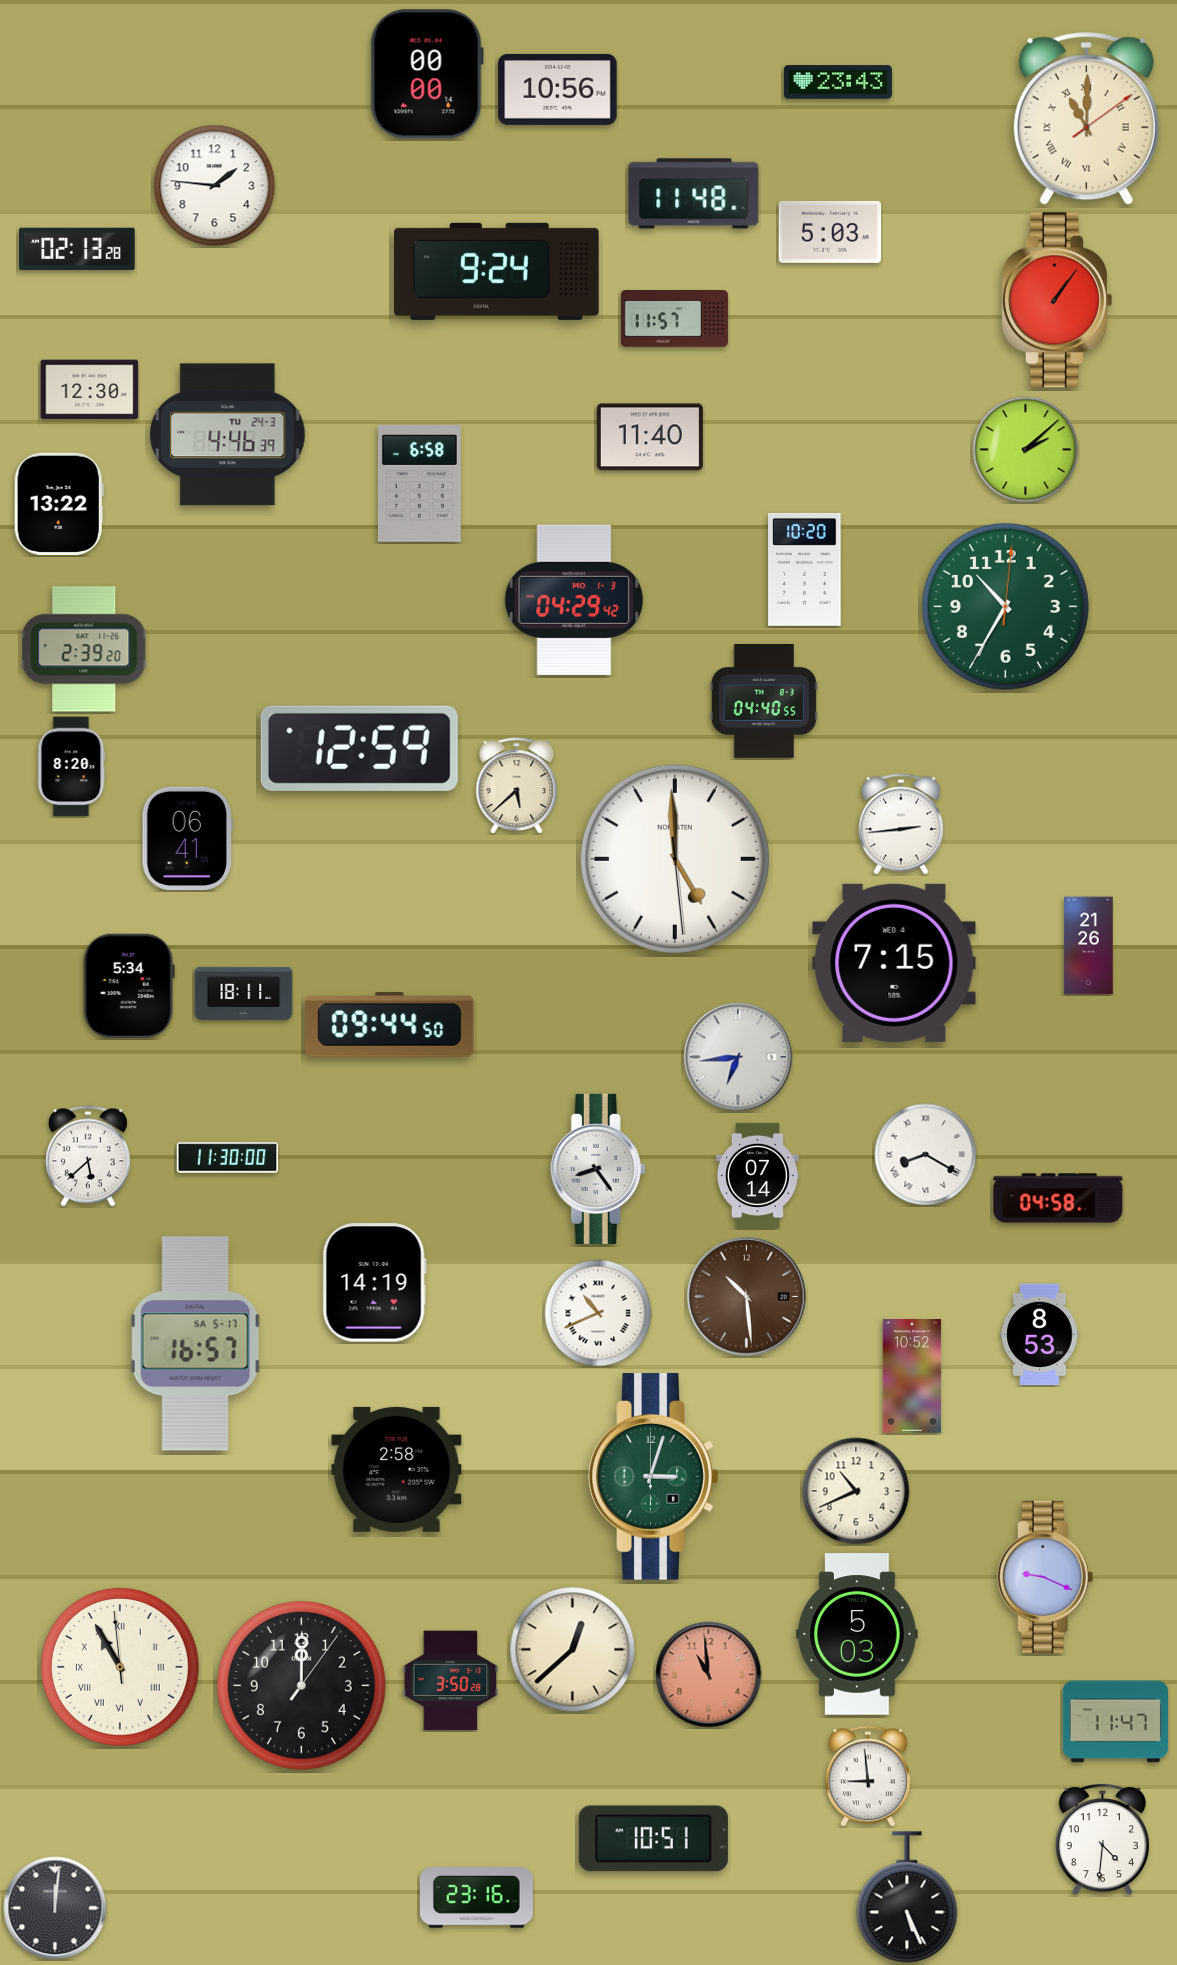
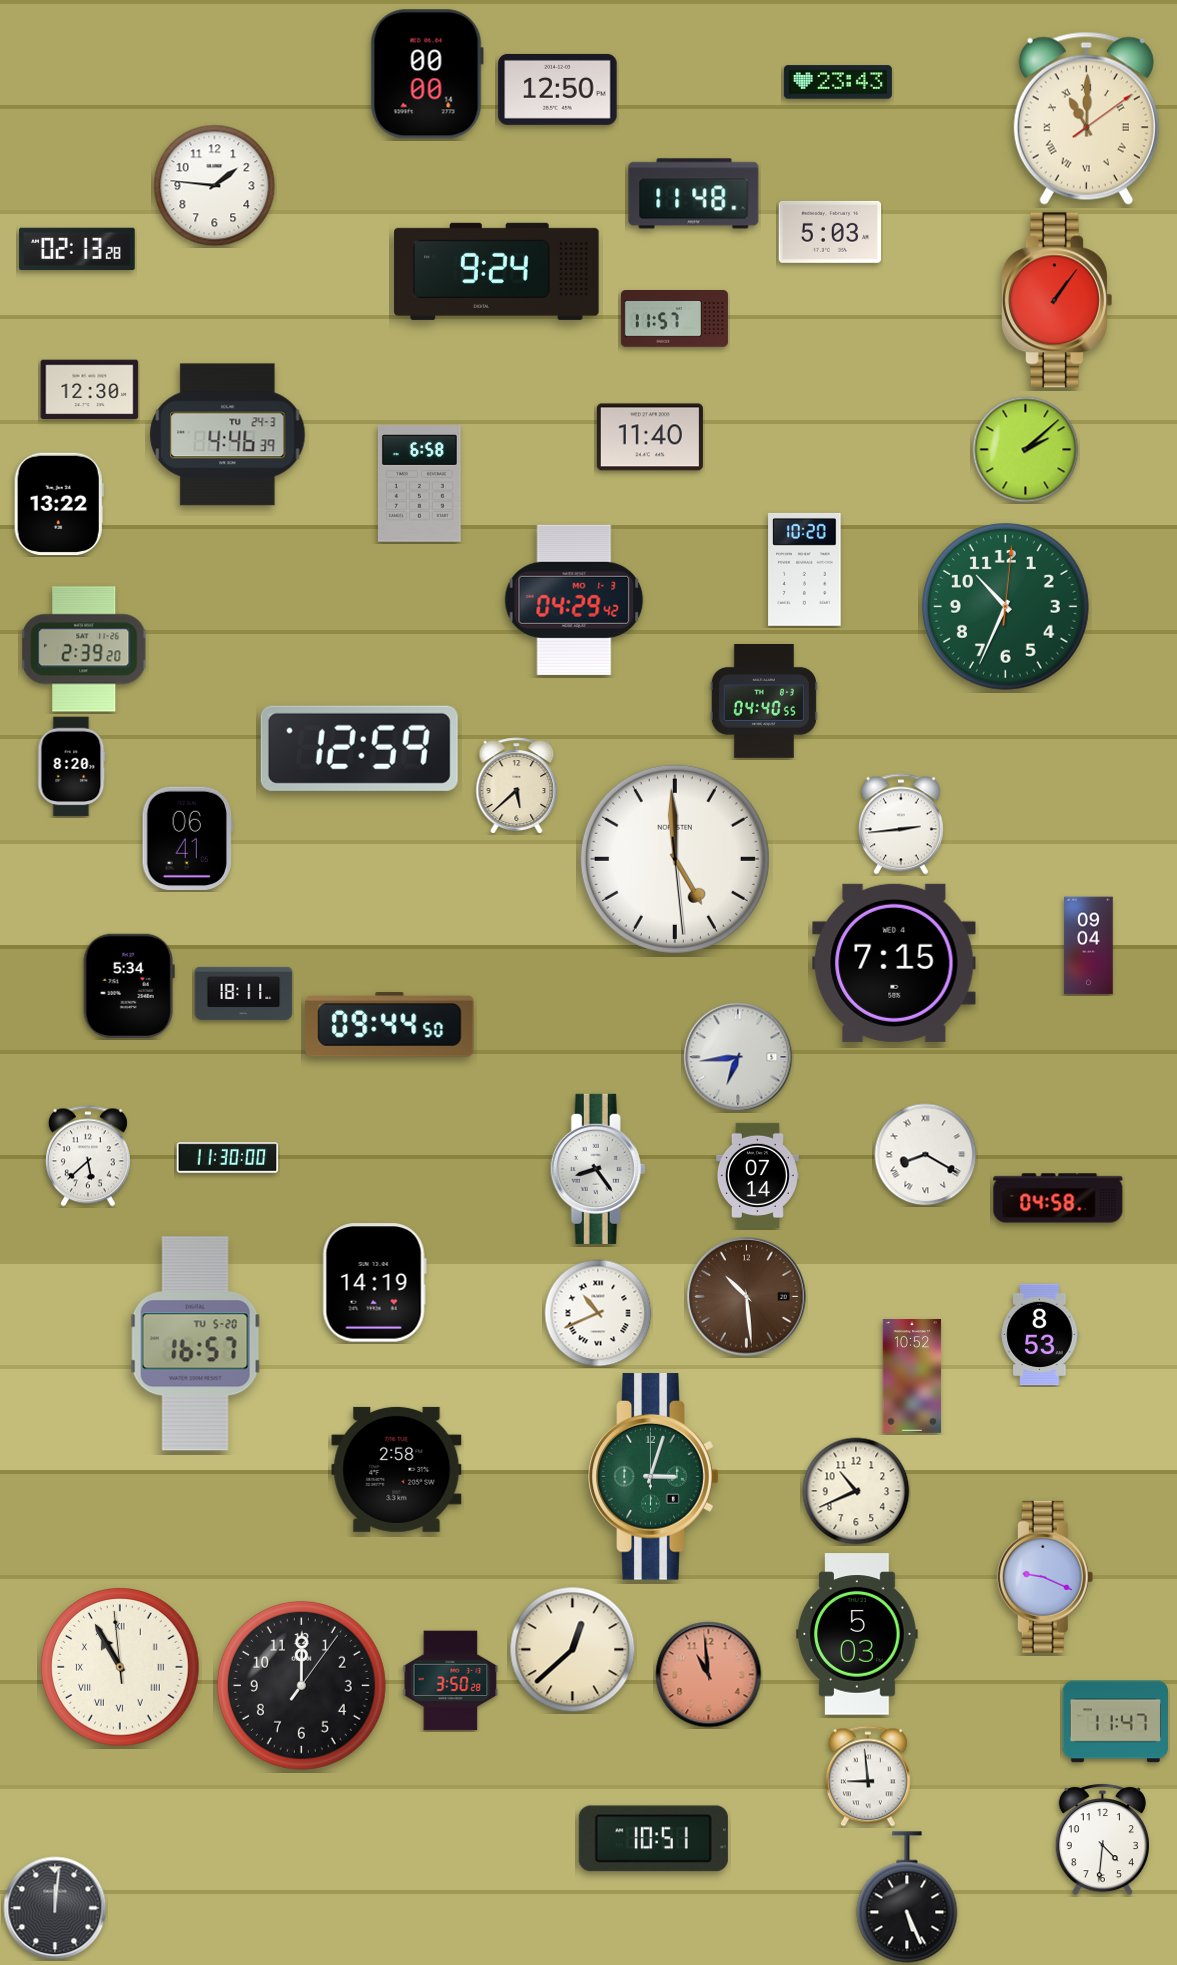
clock at (558, 89): 10:56 -> 12:50
clock at (1005, 606): 10:35 -> 10:34
clock at (1089, 946): 21:26 -> 09:04
clock at (195, 1344) date: SA 5-17 -> TU 5-20
clock at (476, 1898): 23:16 -> none
